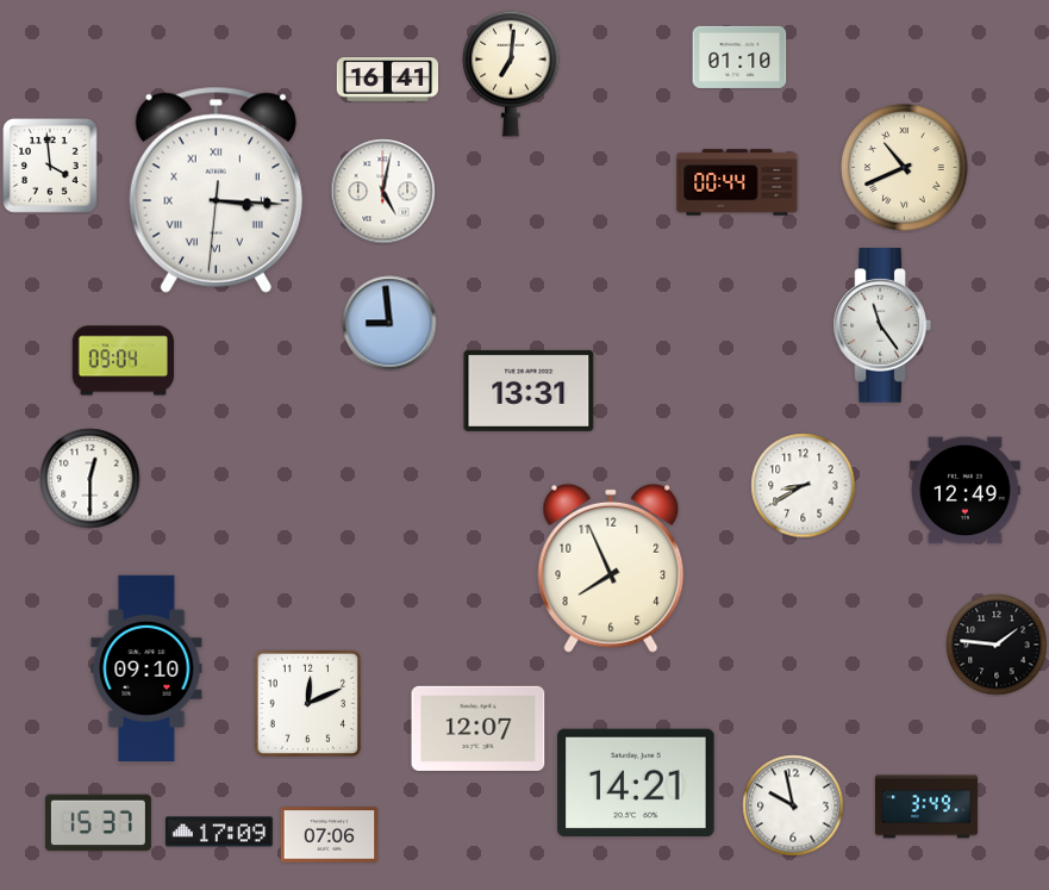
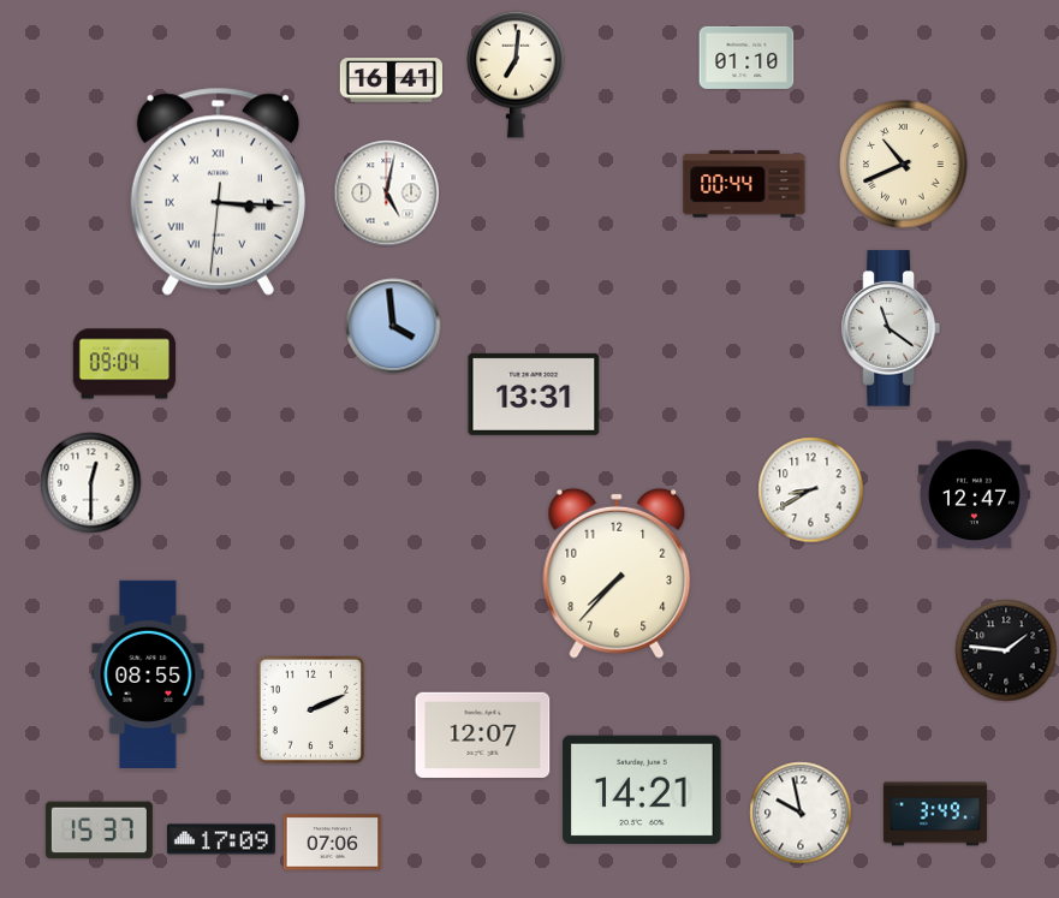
clock at (50, 166): 3:59 -> none
clock at (905, 168) position: (905, 168) -> (904, 165)
clock at (389, 323): 8:59 -> 3:59
clock at (881, 325): 11:24 -> 11:21
clock at (966, 491): 12:49 -> 12:47
clock at (611, 568): 7:56 -> 7:37
clock at (146, 668): 09:10 -> 08:55
clock at (307, 703): 12:11 -> 2:11
